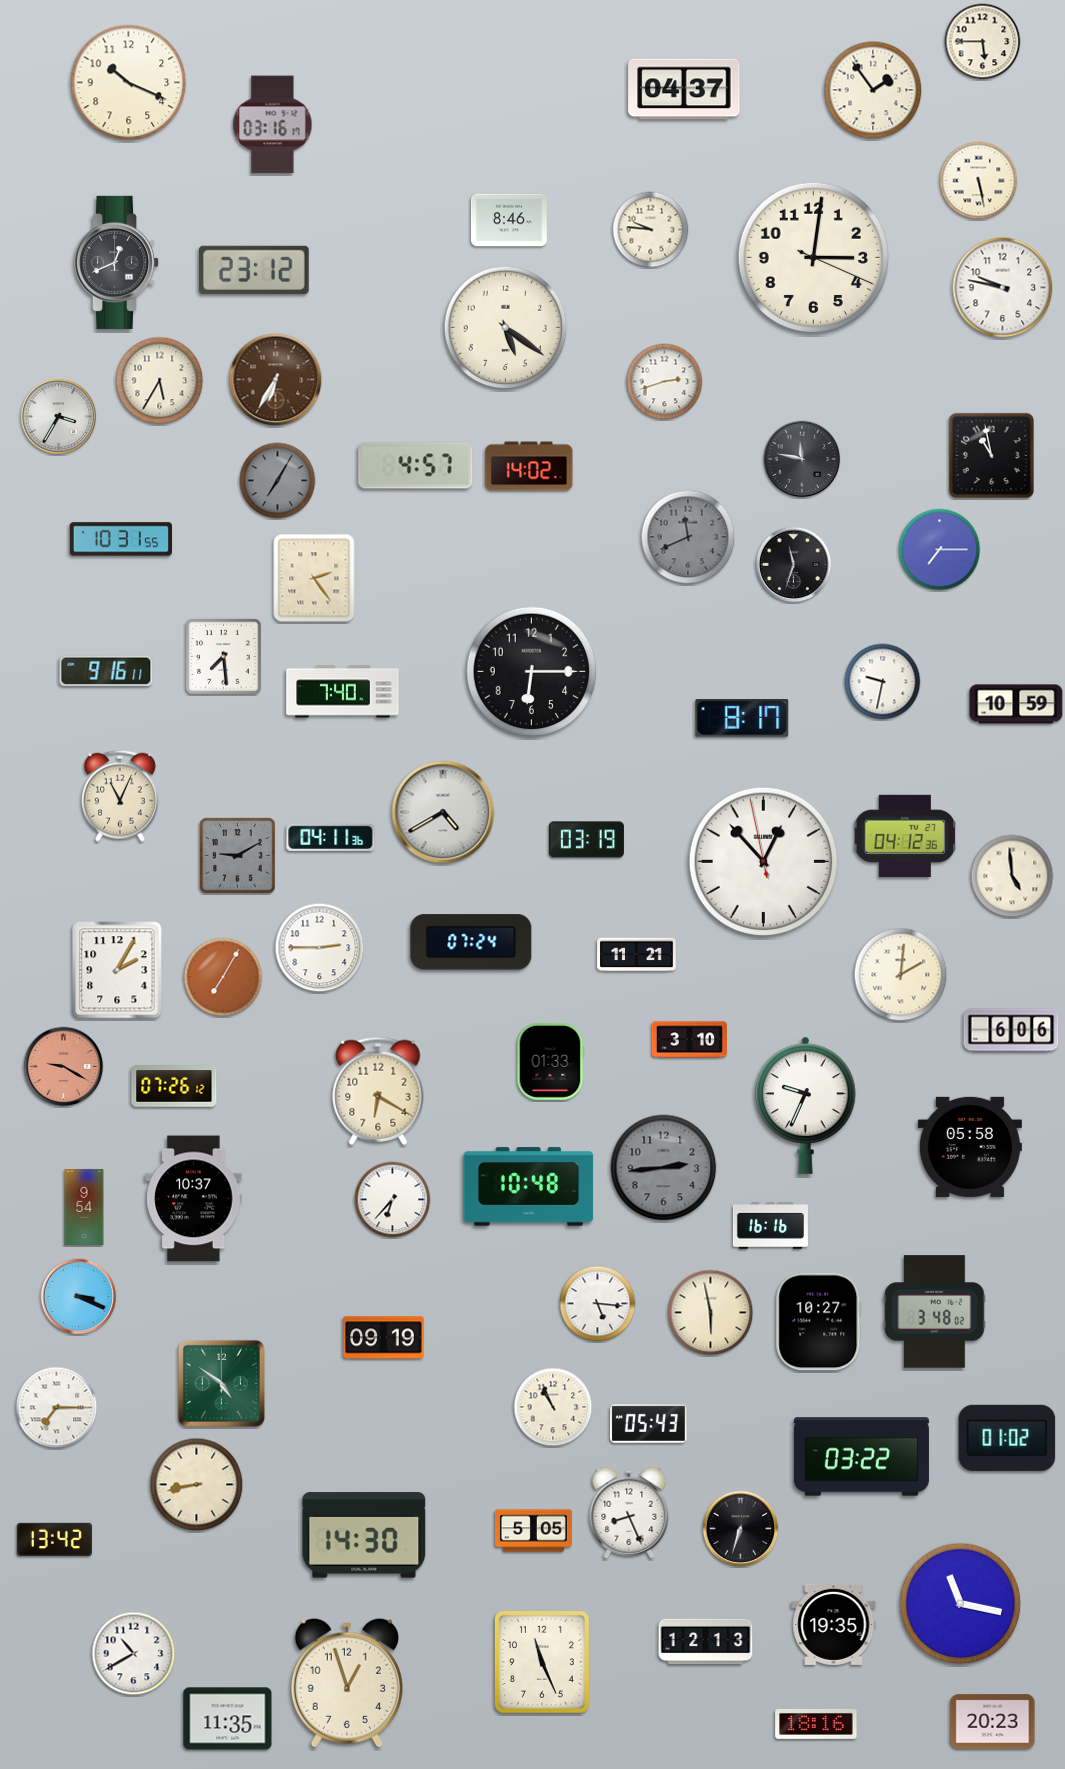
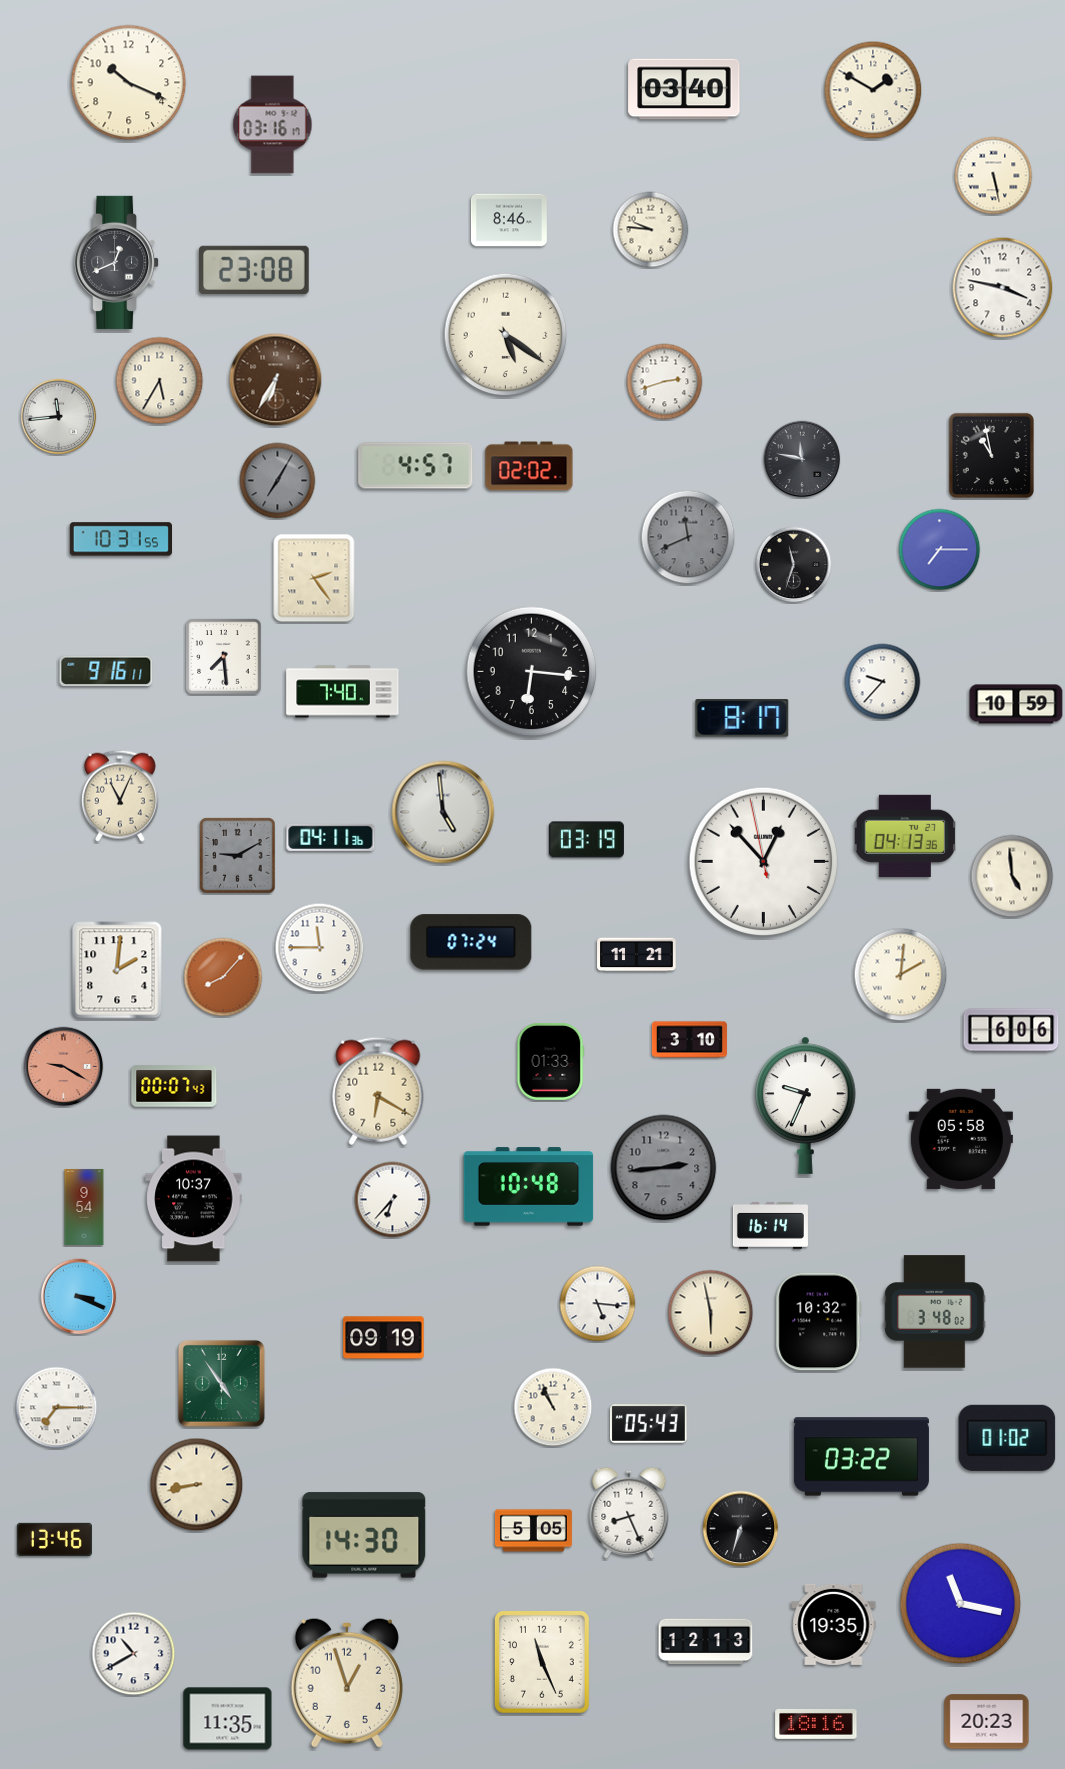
clock at (983, 42): 5:45 -> none
clock at (684, 89): 04:37 -> 03:40
clock at (873, 90): 1:54 -> 1:50
clock at (979, 181) position: (979, 181) -> (994, 176)
clock at (813, 257): 3:01 -> none
clock at (255, 270): 23:12 -> 23:08
clock at (1003, 288): 9:47 -> 3:47
clock at (506, 328) position: (506, 328) -> (506, 335)
clock at (59, 417): 3:35 -> 11:44
clock at (529, 466): 14:02 -> 02:02
clock at (532, 672): 6:15 -> 6:16
clock at (883, 682): 9:32 -> 9:37
clock at (443, 812): 4:40 -> 4:59
clock at (905, 836): 04:12 -> 04:13
clock at (320, 948): 2:45 -> 11:45
clock at (117, 970): 2:05 -> 2:01
clock at (223, 977): 7:05 -> 8:07
clock at (174, 1086): 07:26 -> 00:07
clock at (970, 1147) position: (970, 1147) -> (961, 1139)
clock at (770, 1225): 16:16 -> 16:14
clock at (819, 1322): 10:27 -> 10:32
clock at (221, 1383): 4:51 -> 4:54
clock at (54, 1539): 13:42 -> 13:46
clock at (993, 1722) position: (993, 1722) -> (987, 1722)
